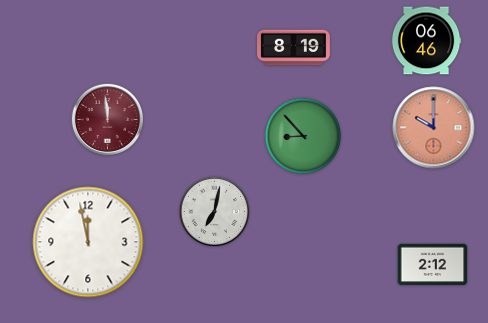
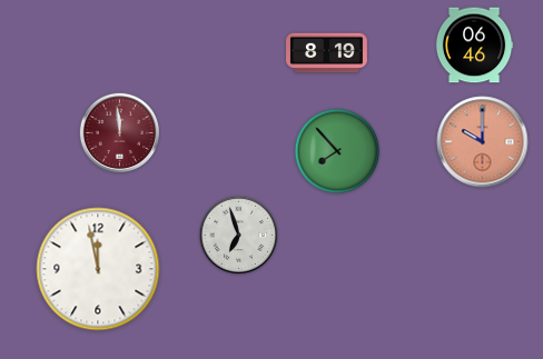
clock at (302, 135): 8:53 -> 7:53
clock at (215, 212): 7:02 -> 6:57
clock at (433, 265): 2:12 -> none
